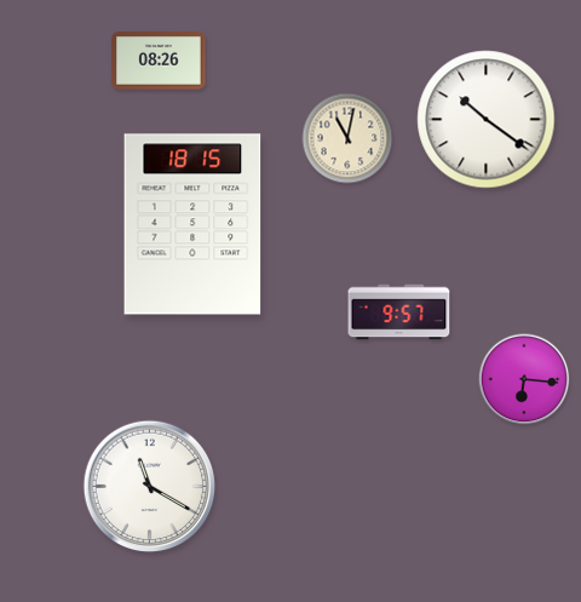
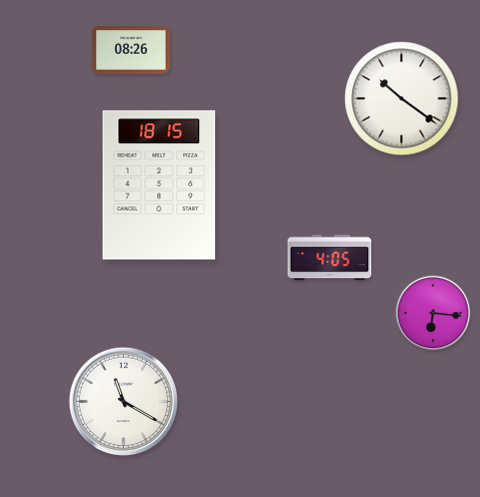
clock at (347, 138): 11:02 -> none
clock at (399, 313): 9:57 -> 4:05
